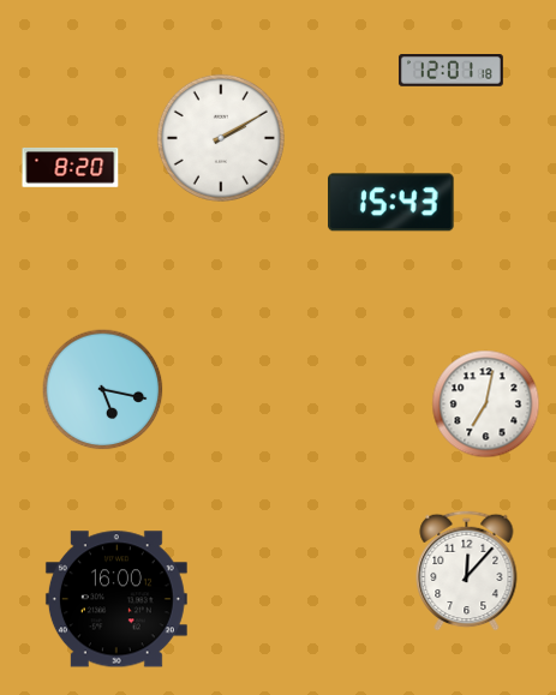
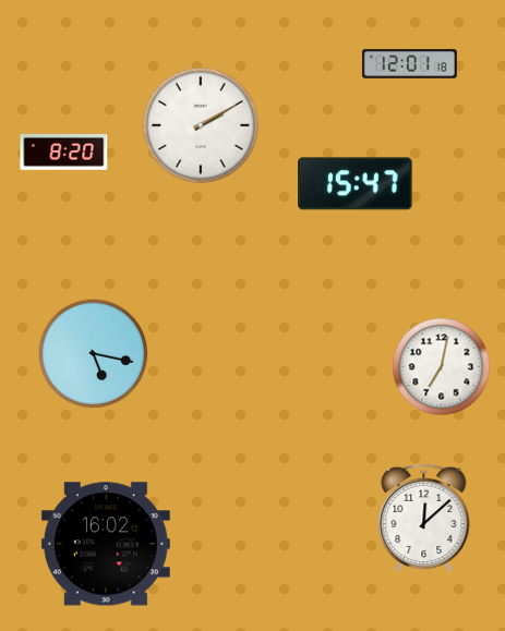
clock at (391, 203): 15:43 -> 15:47
clock at (467, 570): 12:07 -> 12:08
clock at (116, 599): 16:00 -> 16:02
